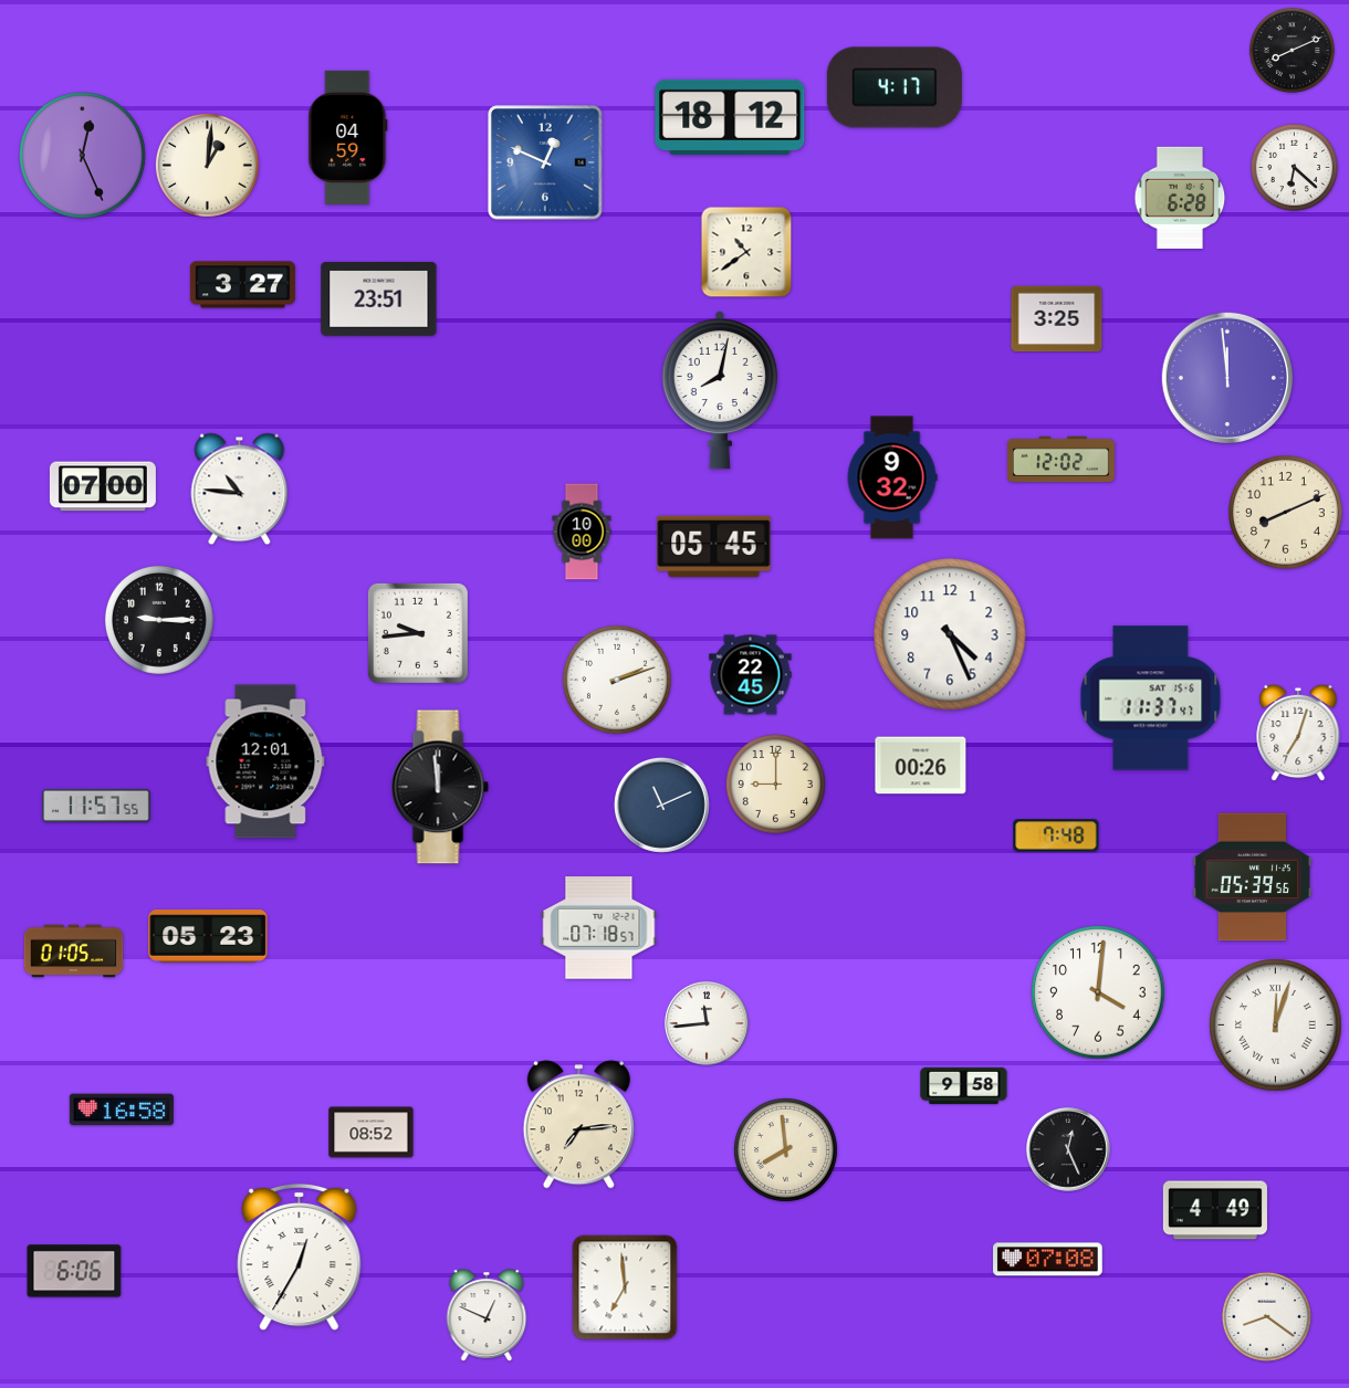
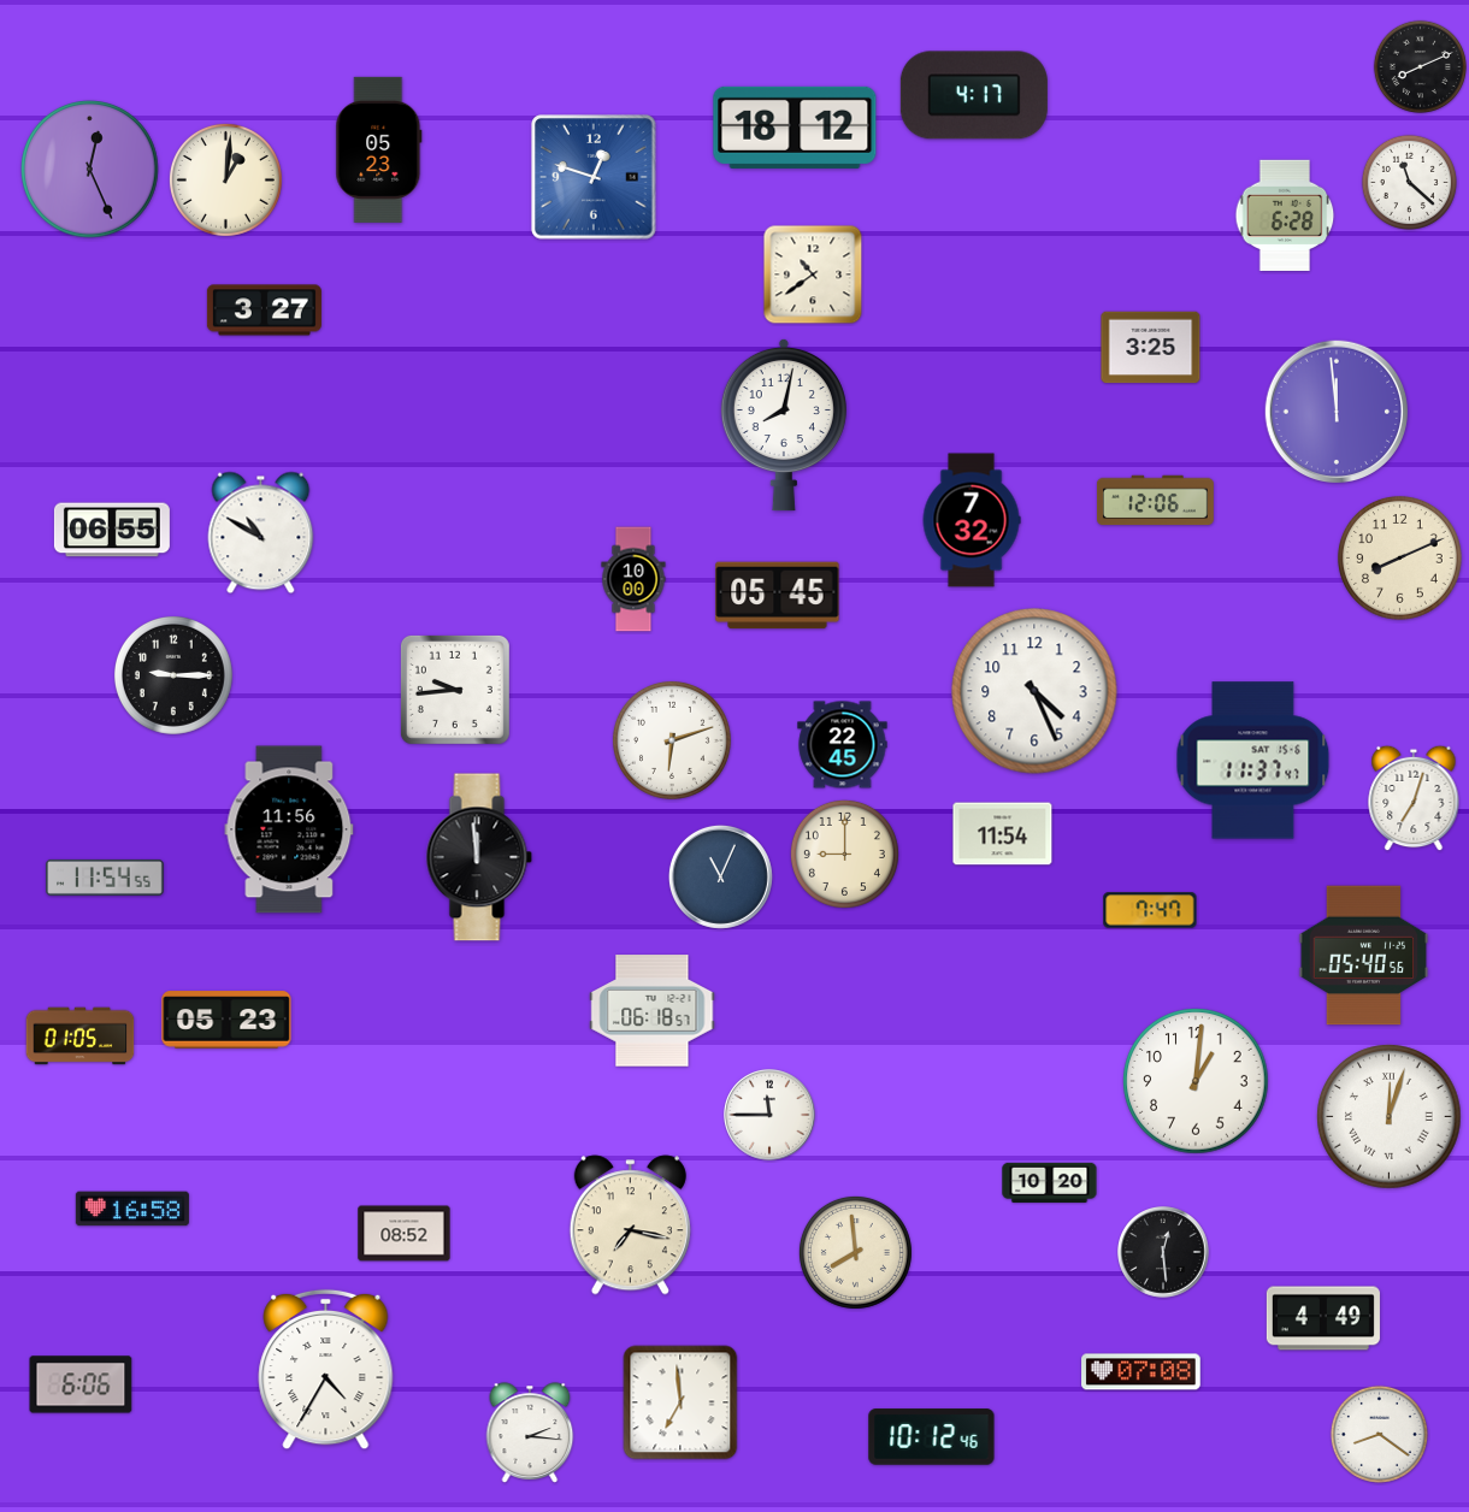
clock at (1292, 50) position: (1292, 50) -> (1420, 66)
clock at (348, 137): 04:59 -> 05:23
clock at (545, 162): 12:49 -> 12:48
clock at (1294, 167): 6:22 -> 11:22
clock at (379, 299): 23:51 -> none
clock at (1062, 460): 12:02 -> 12:06
clock at (892, 477): 9:32 -> 7:32
clock at (103, 486): 07:00 -> 06:55
clock at (240, 490): 10:46 -> 10:50
clock at (751, 675) position: (751, 675) -> (843, 745)
clock at (617, 680): 2:12 -> 6:12
clock at (265, 761): 12:01 -> 11:56
clock at (921, 766): 00:26 -> 11:54
clock at (661, 805): 11:11 -> 11:04
clock at (96, 806): 11:57 -> 11:54
clock at (1056, 835): 7:48 -> 7:47
clock at (1253, 877): 05:39 -> 05:40
clock at (599, 928): 07:18 -> 06:18
clock at (1098, 992): 4:01 -> 1:01
clock at (708, 1024): 11:44 -> 11:45
clock at (964, 1085): 9:58 -> 10:20
clock at (578, 1125): 7:14 -> 7:17
clock at (1069, 1150): 12:26 -> 12:29
clock at (300, 1258): 12:35 -> 4:35
clock at (487, 1315): 12:49 -> 2:16
clock at (932, 1437): none -> 10:12
